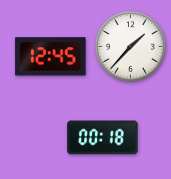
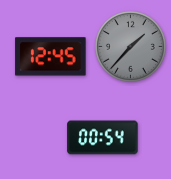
clock at (130, 46) dial: white -> grey
clock at (103, 138): 00:18 -> 00:54
